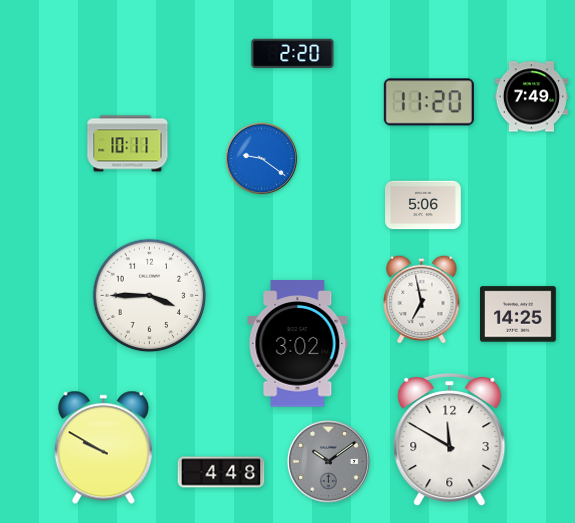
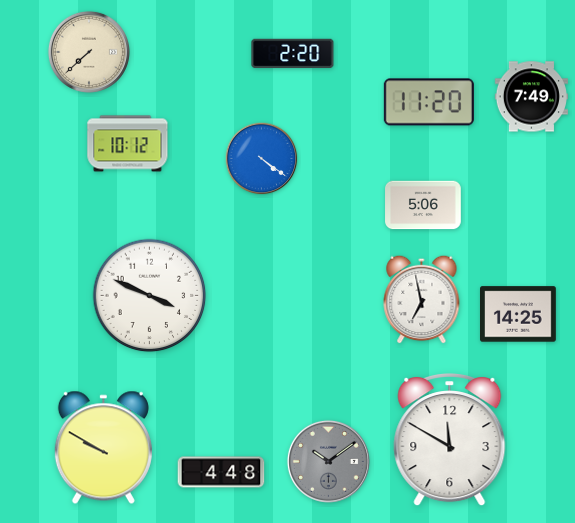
clock at (89, 52): none -> 7:38
clock at (128, 144): 10:11 -> 10:12
clock at (262, 159): 9:21 -> 4:21
clock at (150, 296): 3:45 -> 3:49
clock at (298, 344): 3:02 -> none
